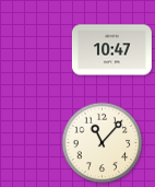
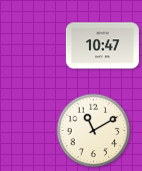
clock at (103, 143): 11:07 -> 11:10
